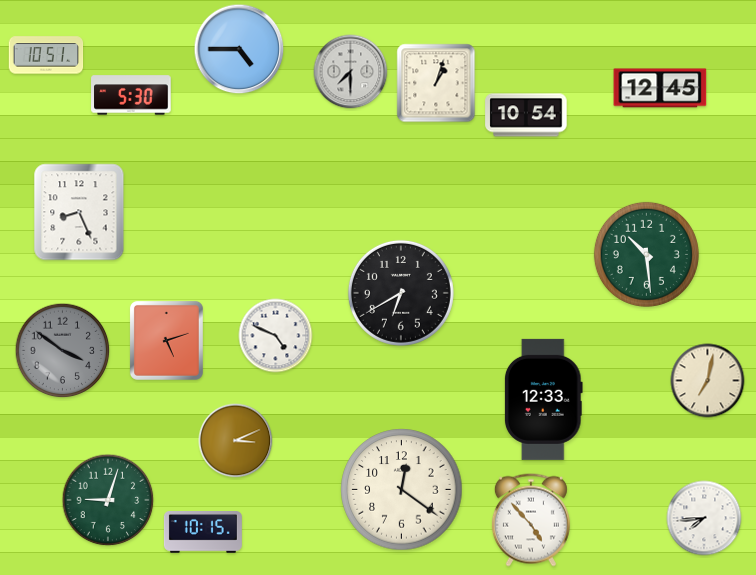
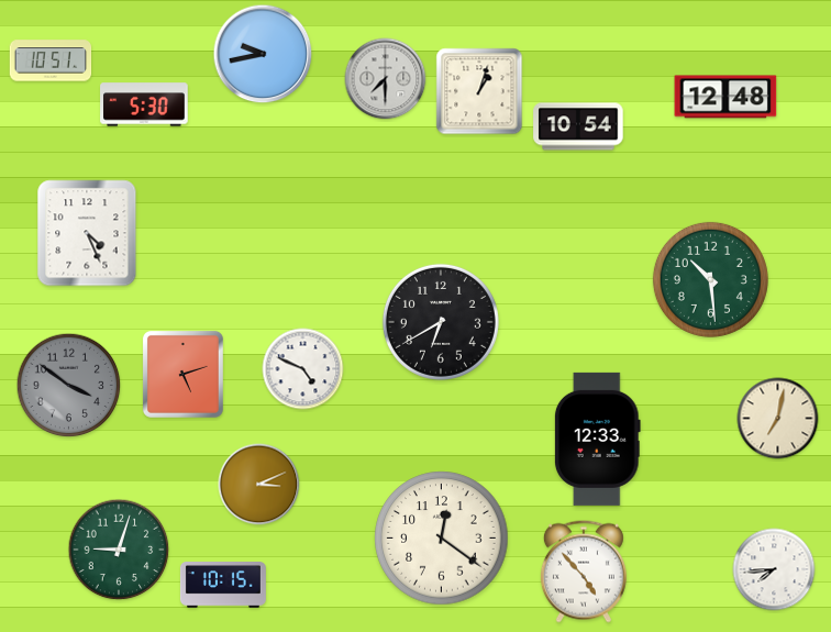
clock at (239, 49): 4:45 -> 9:43
clock at (660, 88): 12:45 -> 12:48
clock at (79, 212): 8:26 -> 4:26
